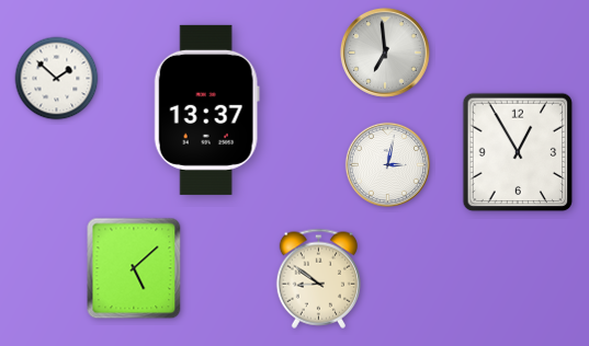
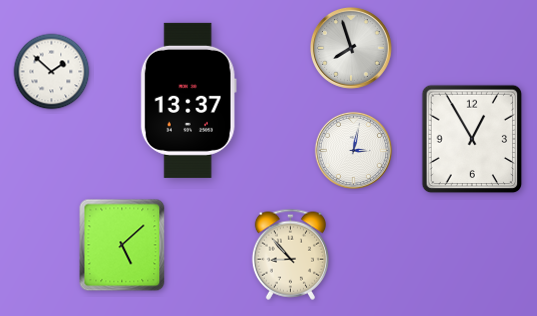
clock at (385, 53): 6:59 -> 7:57
clock at (318, 278): 8:51 -> 8:53
